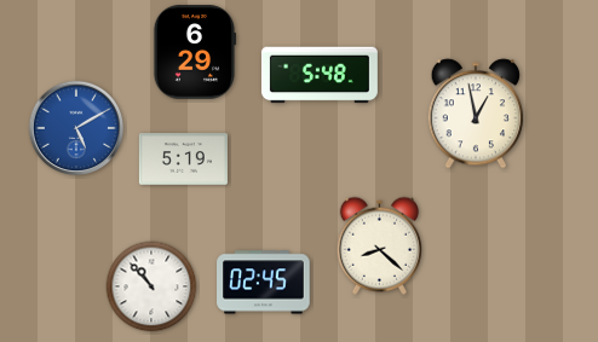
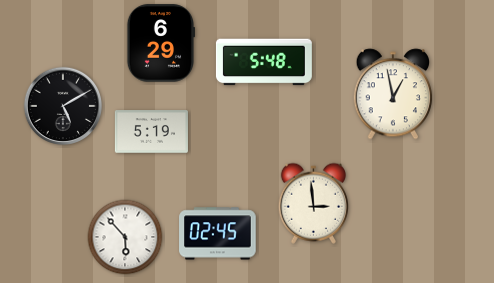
clock at (76, 128) dial: blue -> black
clock at (379, 245): 8:22 -> 2:59
clock at (151, 286): 10:53 -> 5:53
